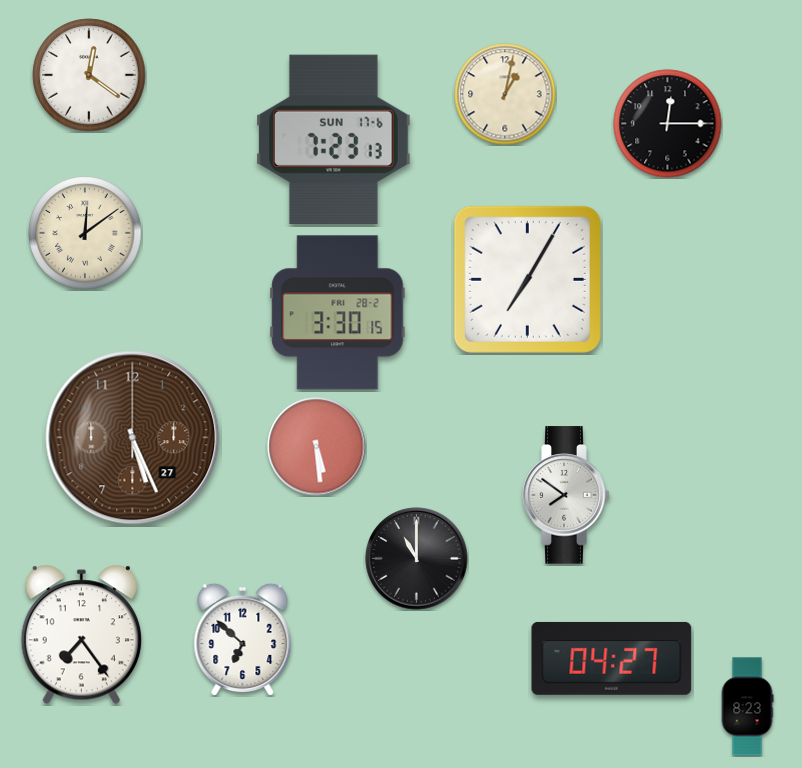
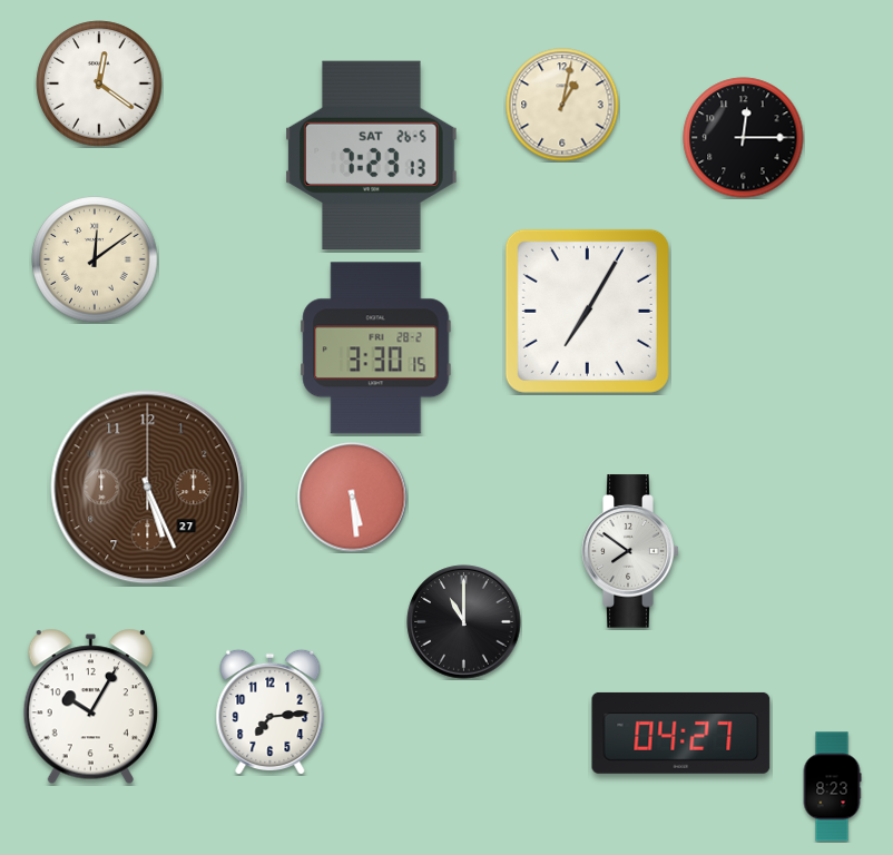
clock at (334, 139) date: SUN 17-6 -> SAT 26-5
clock at (81, 635): 7:24 -> 10:05
clock at (243, 639): 6:52 -> 7:14
